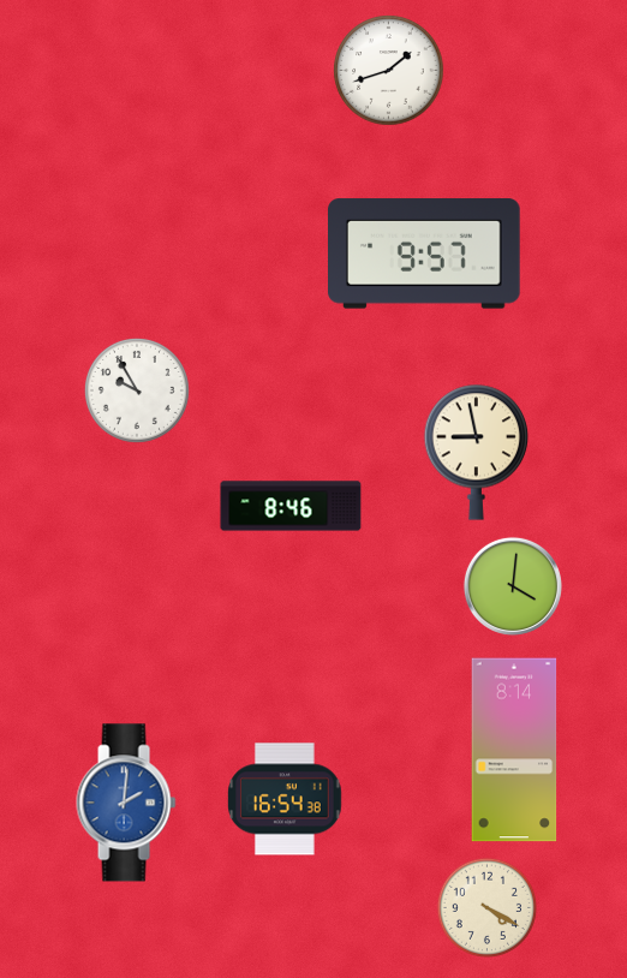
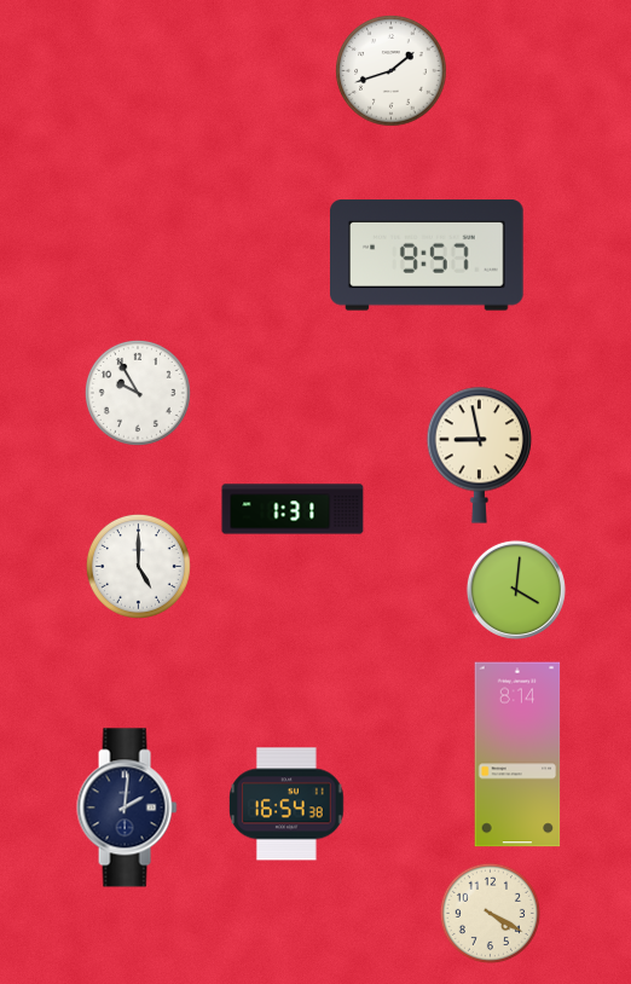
clock at (291, 506): 8:46 -> 1:31
clock at (138, 566): none -> 5:00
clock at (126, 803) dial: blue -> navy
